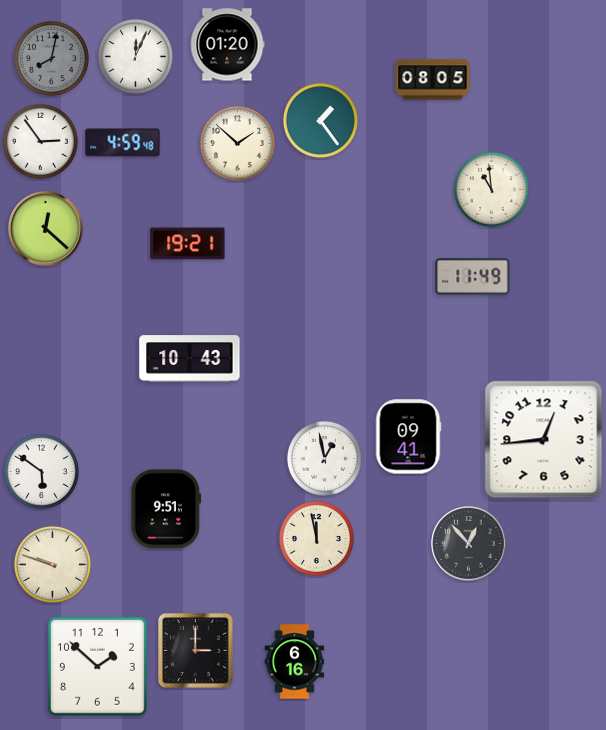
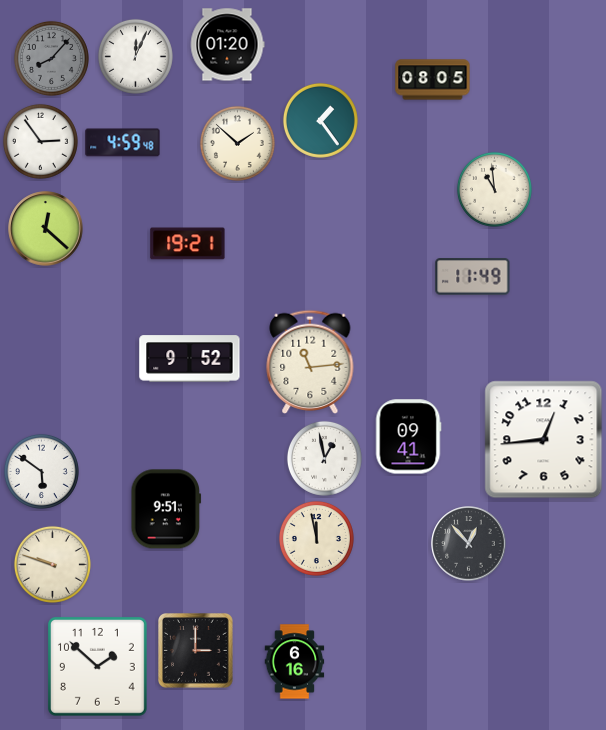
clock at (51, 58): 8:02 -> 8:07
clock at (491, 189) position: (491, 189) -> (494, 189)
clock at (190, 359): 10:43 -> 9:52
clock at (310, 362): none -> 11:14
